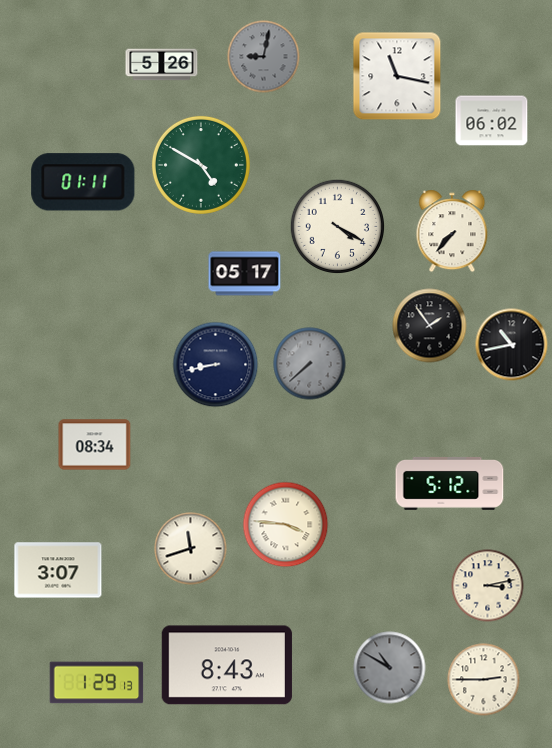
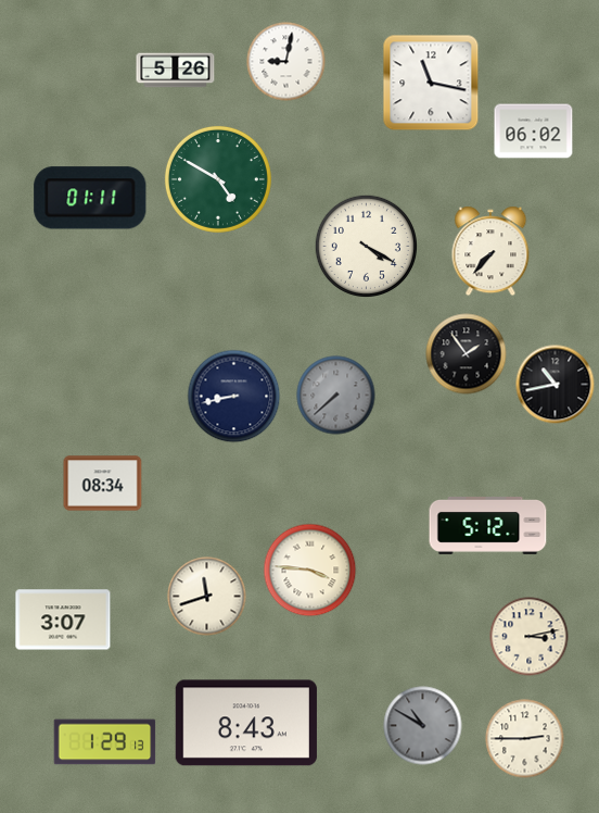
clock at (264, 57) dial: grey -> white
clock at (245, 274): 05:17 -> none
clock at (512, 345) position: (512, 345) -> (556, 385)
